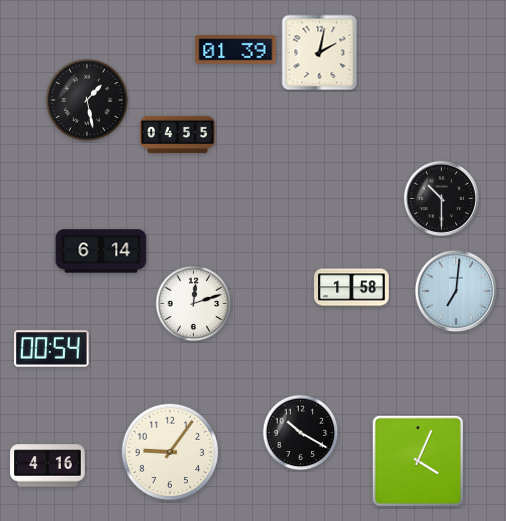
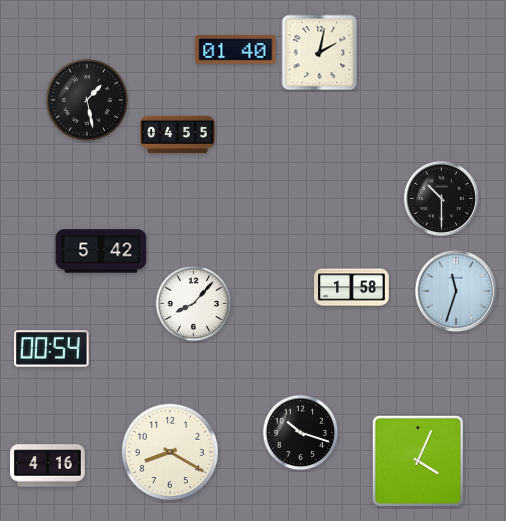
clock at (236, 50): 01:39 -> 01:40
clock at (101, 251): 6:14 -> 5:42
clock at (455, 290): 7:01 -> 11:33
clock at (194, 304): 12:12 -> 8:07
clock at (301, 433): 10:20 -> 10:18
clock at (170, 452): 9:06 -> 8:20
